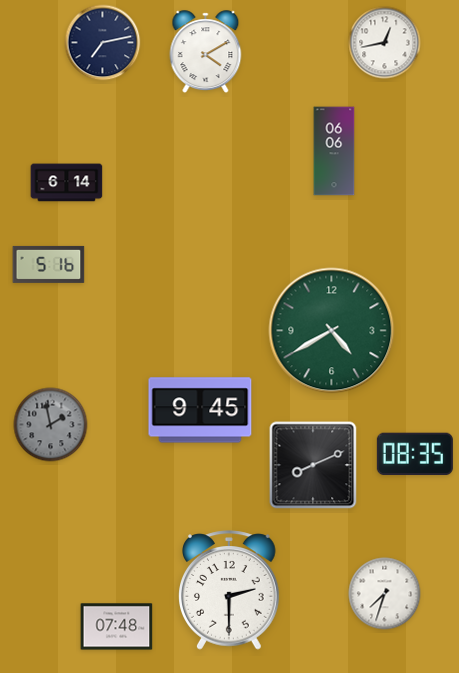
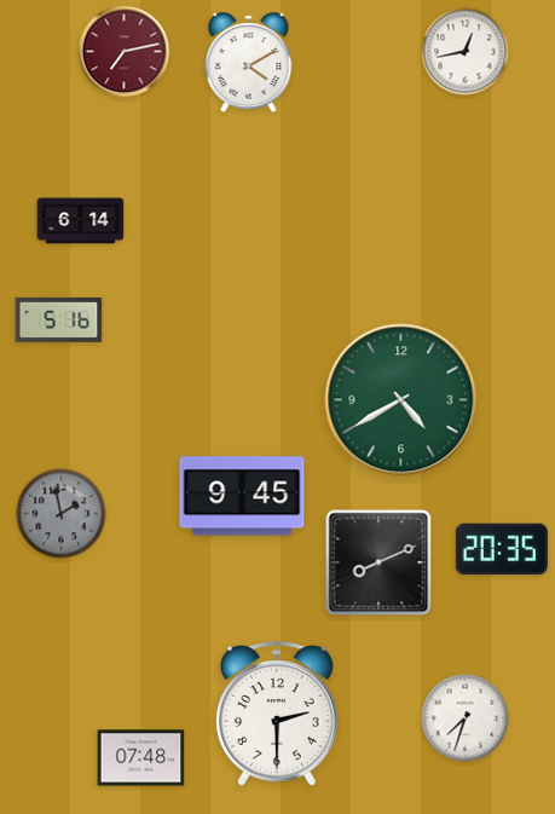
clock at (103, 43) dial: navy -> burgundy
clock at (334, 151): 06:06 -> none
clock at (415, 454): 08:35 -> 20:35
